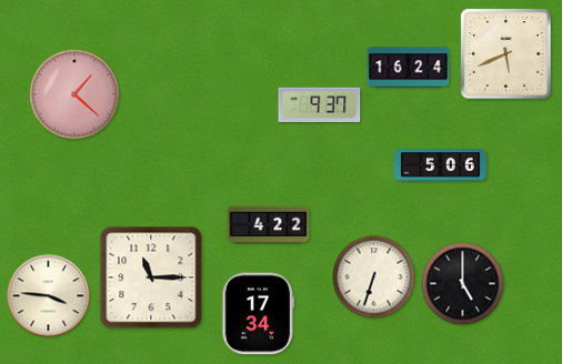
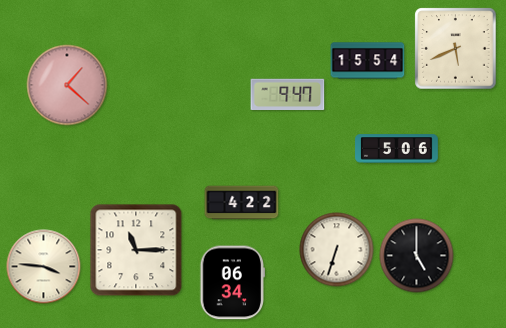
clock at (409, 68): 16:24 -> 15:54
clock at (320, 104): 9:37 -> 9:47
clock at (258, 314): 17:34 -> 06:34
